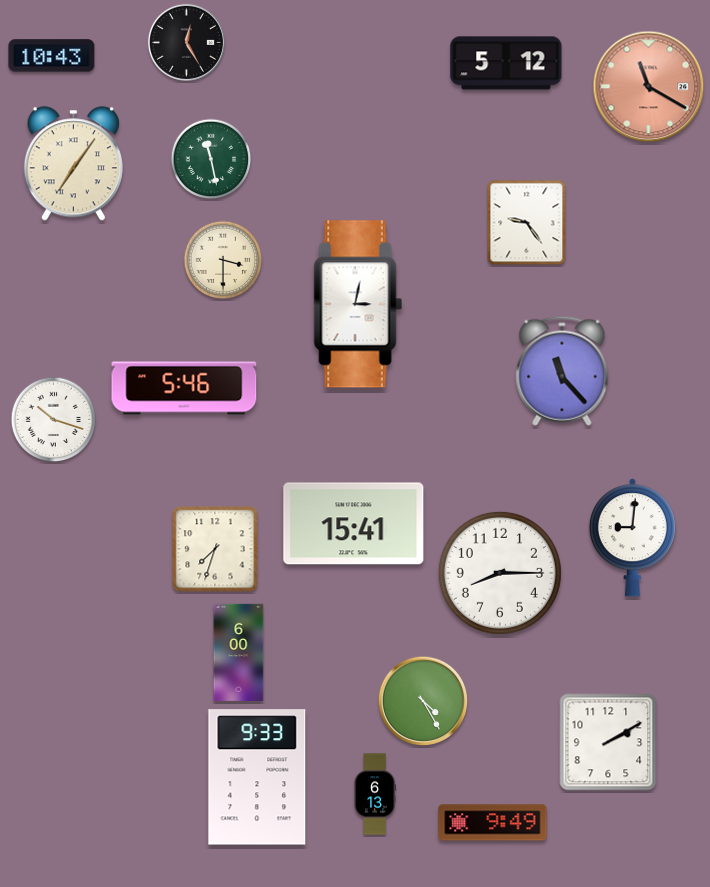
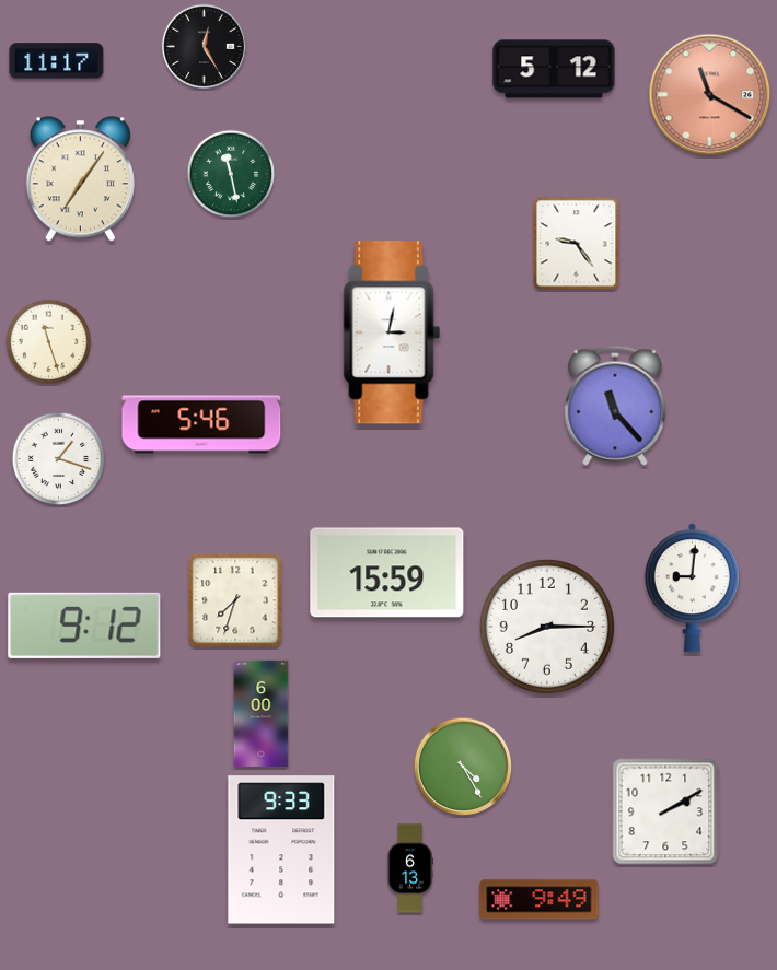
clock at (52, 56): 10:43 -> 11:17
clock at (223, 260): 3:30 -> none
clock at (49, 342): none -> 11:27
clock at (54, 420): 10:18 -> 1:18
clock at (354, 524): 15:41 -> 15:59
clock at (84, 626): none -> 9:12
